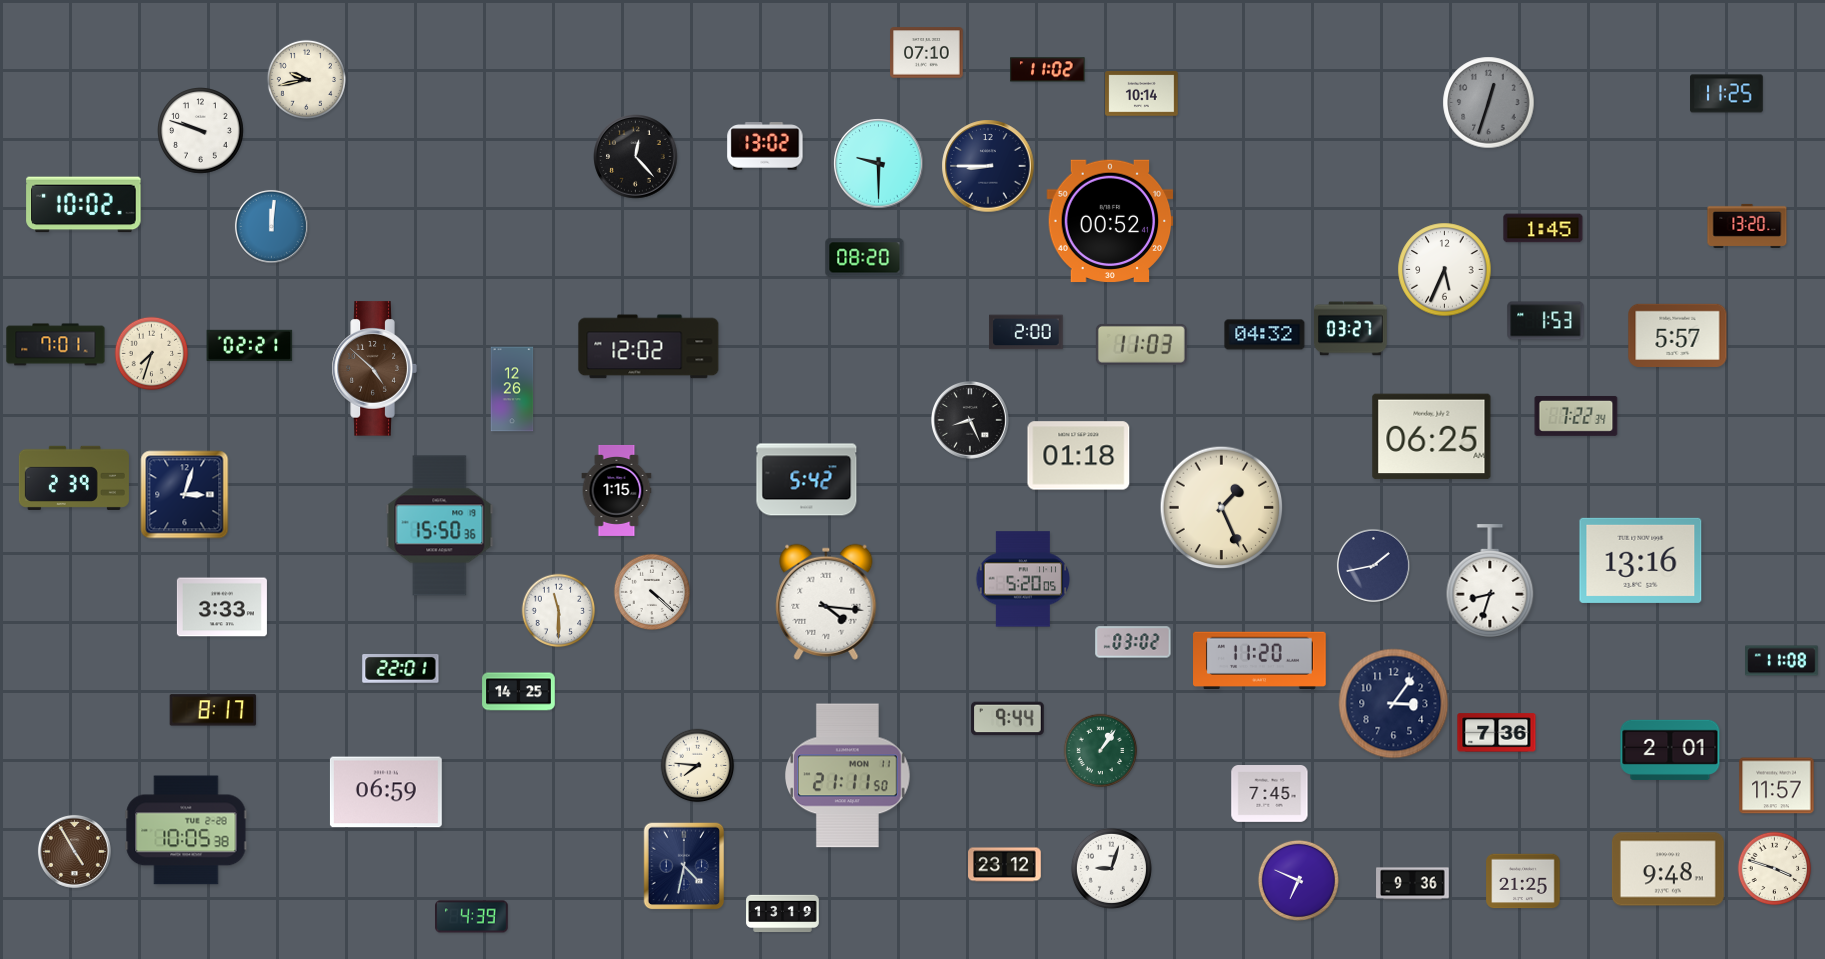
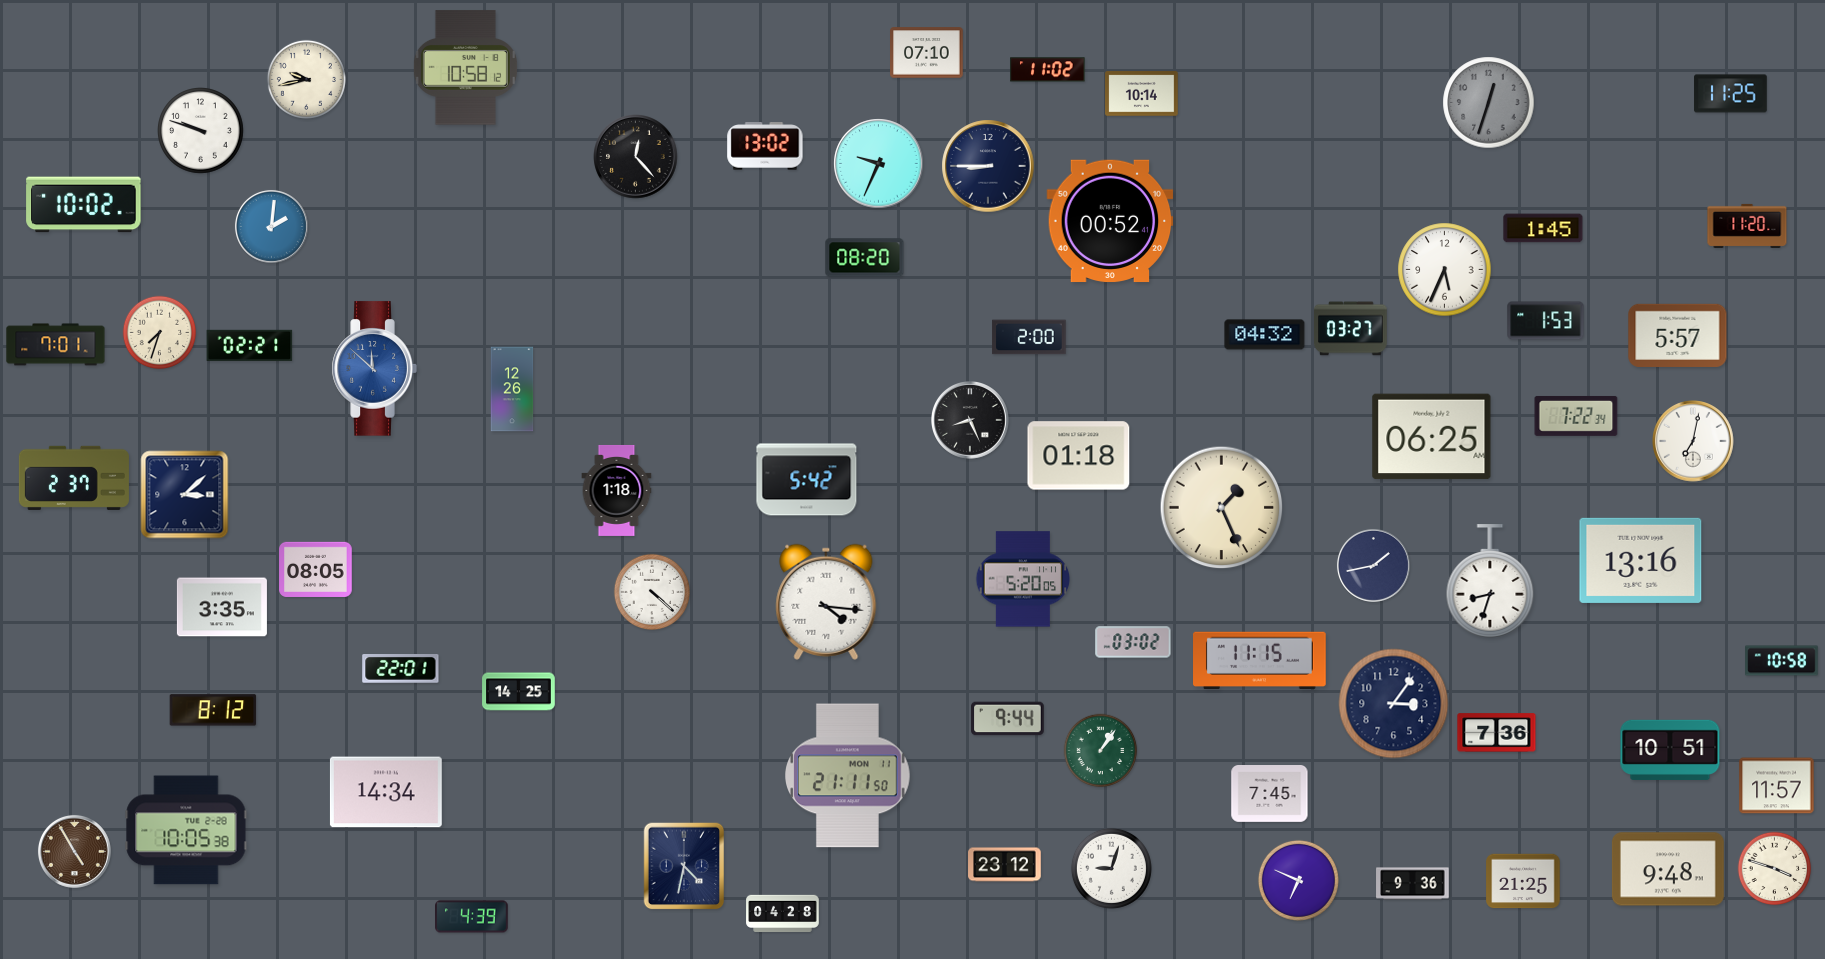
clock at (465, 68): none -> 10:58
clock at (1727, 94) position: (1727, 94) -> (1731, 94)
clock at (879, 164): 9:30 -> 9:34
clock at (271, 226): 12:01 -> 2:01
clock at (1747, 226): 13:20 -> 11:20
clock at (1026, 332) position: (1026, 332) -> (1029, 337)
clock at (1141, 344): 11:03 -> none
clock at (649, 347): 12:02 -> none
clock at (152, 354) position: (152, 354) -> (160, 333)
clock at (374, 369): 4:52 -> 11:52
clock at (374, 369) dial: brown -> blue
clock at (1693, 441): none -> 7:02
clock at (74, 478): 2:39 -> 2:37
clock at (617, 490): 1:15 -> 1:18
clock at (185, 495): 3:03 -> 3:08
clock at (440, 526): 15:50 -> none
clock at (316, 569): none -> 08:05
clock at (222, 607): 3:33 -> 3:35
clock at (559, 611): 11:30 -> none
clock at (1260, 661): 11:20 -> 11:15
clock at (1782, 661): 11:08 -> 10:58
clock at (213, 710): 8:17 -> 8:12
clock at (1670, 750): 2:01 -> 10:51
clock at (698, 766): 7:46 -> none
clock at (386, 792): 06:59 -> 14:34
clock at (783, 914): 13:19 -> 04:28
